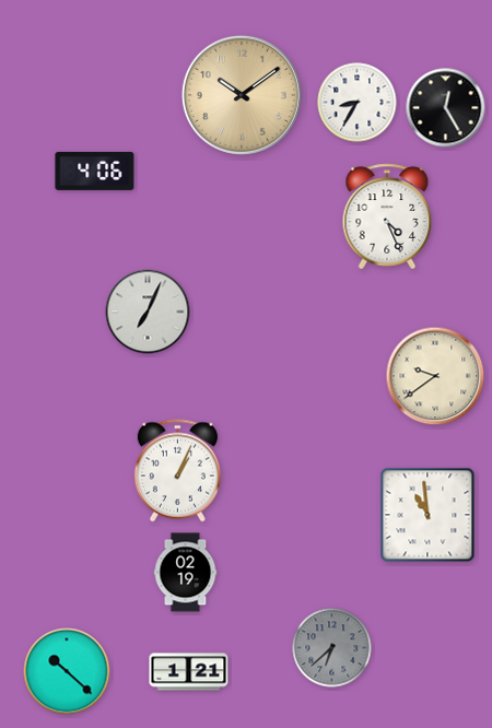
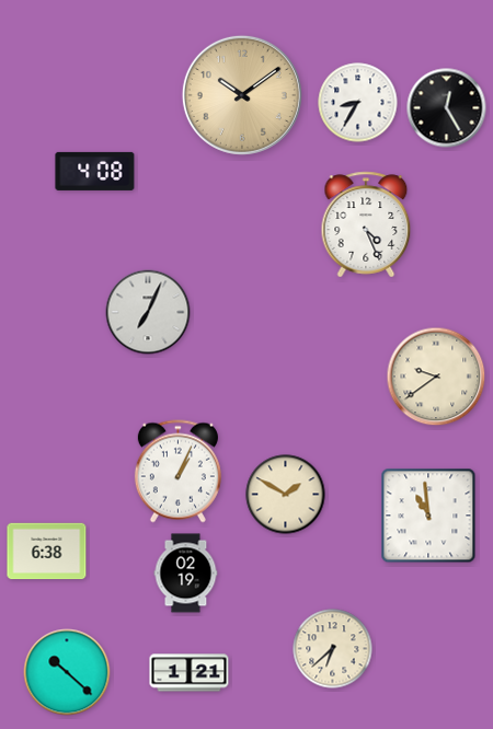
clock at (95, 171): 4:06 -> 4:08
clock at (387, 216) position: (387, 216) -> (366, 224)
clock at (286, 495): none -> 1:50
clock at (47, 552): none -> 6:38
clock at (332, 648) dial: grey -> cream
